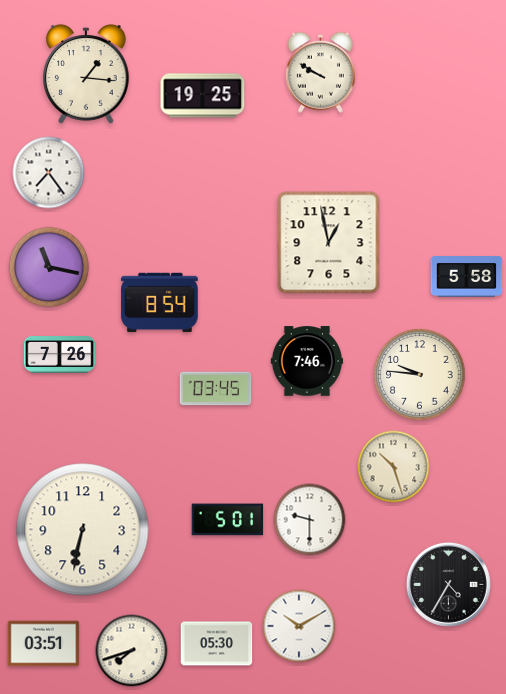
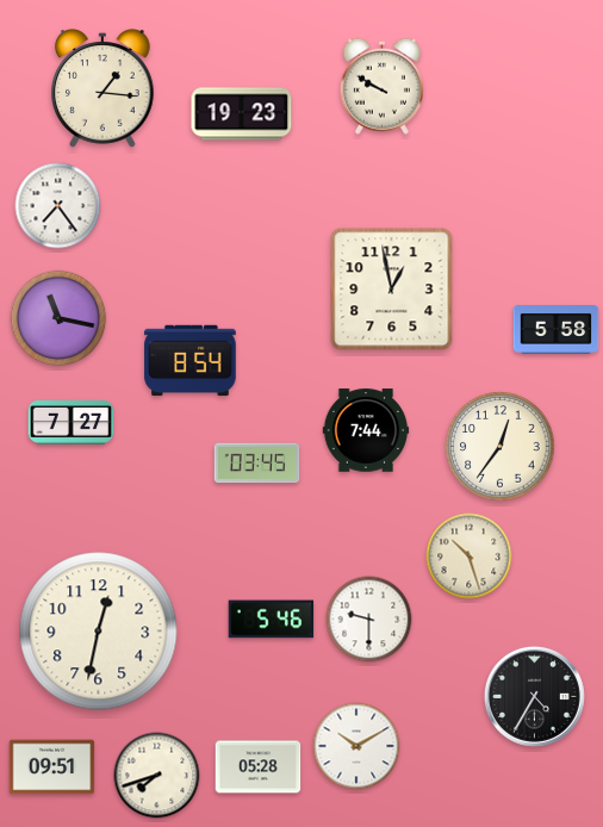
clock at (203, 96): 19:25 -> 19:23
clock at (60, 355): 7:26 -> 7:27
clock at (307, 361): 7:46 -> 7:44
clock at (420, 375): 9:46 -> 12:36
clock at (228, 520): 5:01 -> 5:46
clock at (83, 530): 6:32 -> 12:32
clock at (44, 644): 03:51 -> 09:51
clock at (217, 644): 05:30 -> 05:28
